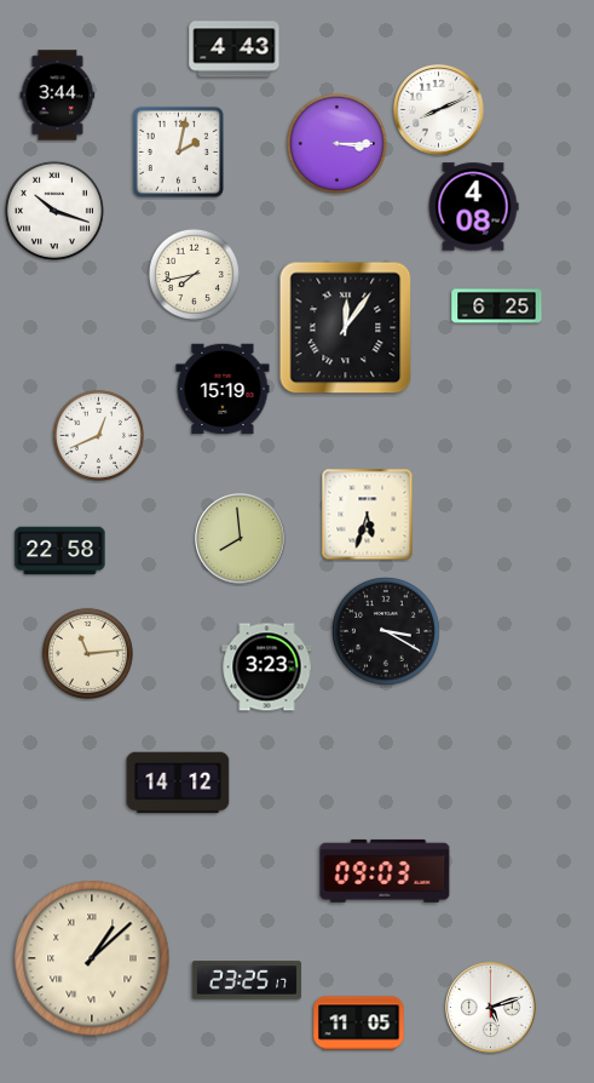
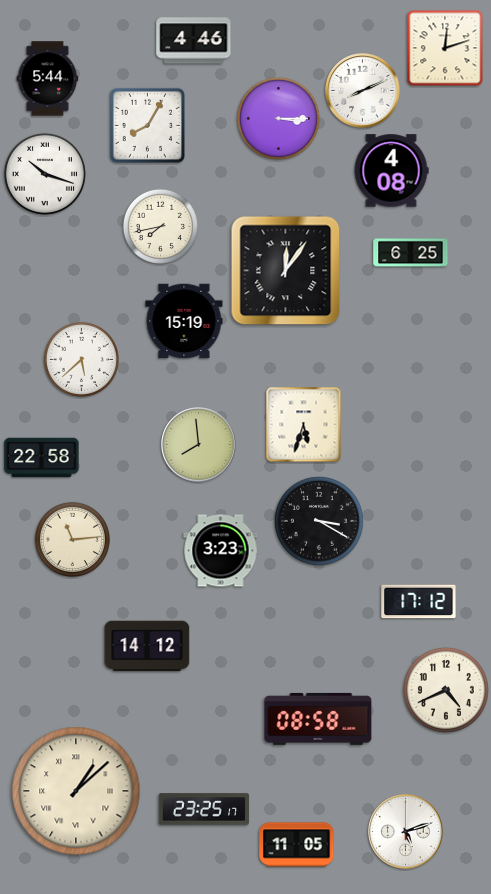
clock at (235, 50): 4:43 -> 4:46
clock at (445, 48): none -> 12:12
clock at (58, 96): 3:44 -> 5:44
clock at (178, 151): 2:02 -> 8:05
clock at (98, 435): 12:41 -> 5:38
clock at (60, 551) position: (60, 551) -> (42, 458)
clock at (419, 602): none -> 17:12
clock at (446, 690): none -> 4:41
clock at (385, 871): 09:03 -> 08:58
